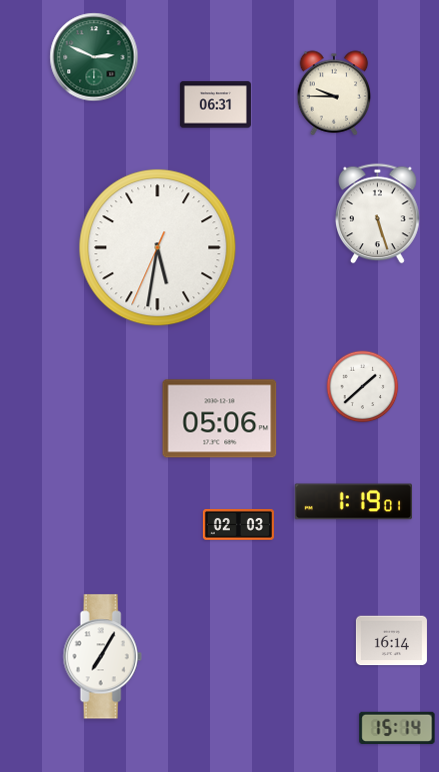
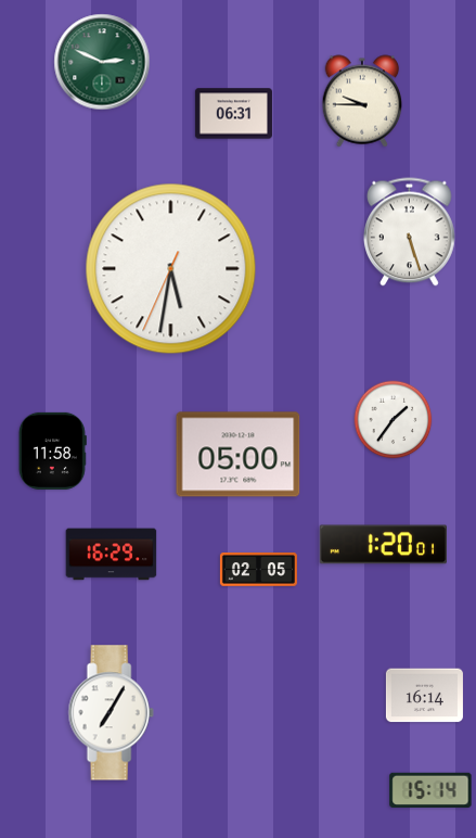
clock at (363, 387): 1:38 -> 1:36
clock at (52, 450): none -> 11:58
clock at (220, 419): 05:06 -> 05:00
clock at (353, 502): 1:19 -> 1:20
clock at (112, 555): none -> 16:29
clock at (238, 525): 02:03 -> 02:05
